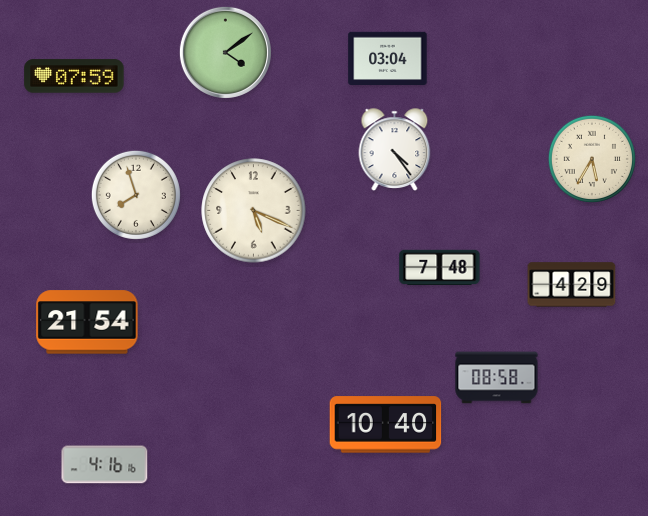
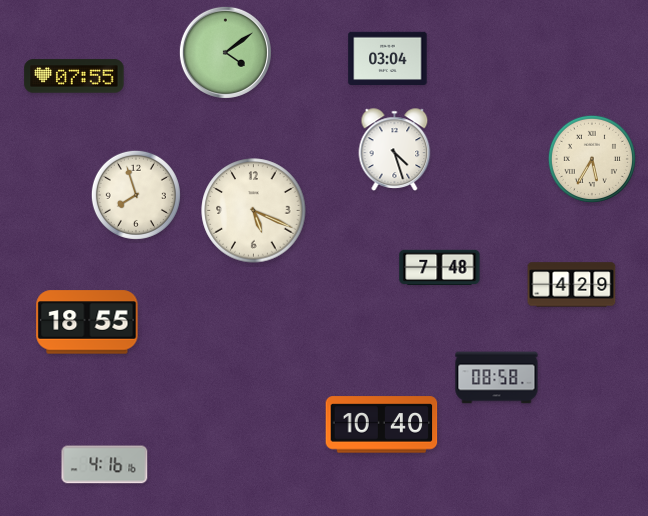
clock at (74, 76): 07:59 -> 07:55
clock at (395, 150): 4:24 -> 4:27
clock at (87, 322): 21:54 -> 18:55
clock at (386, 425) position: (386, 425) -> (382, 425)
